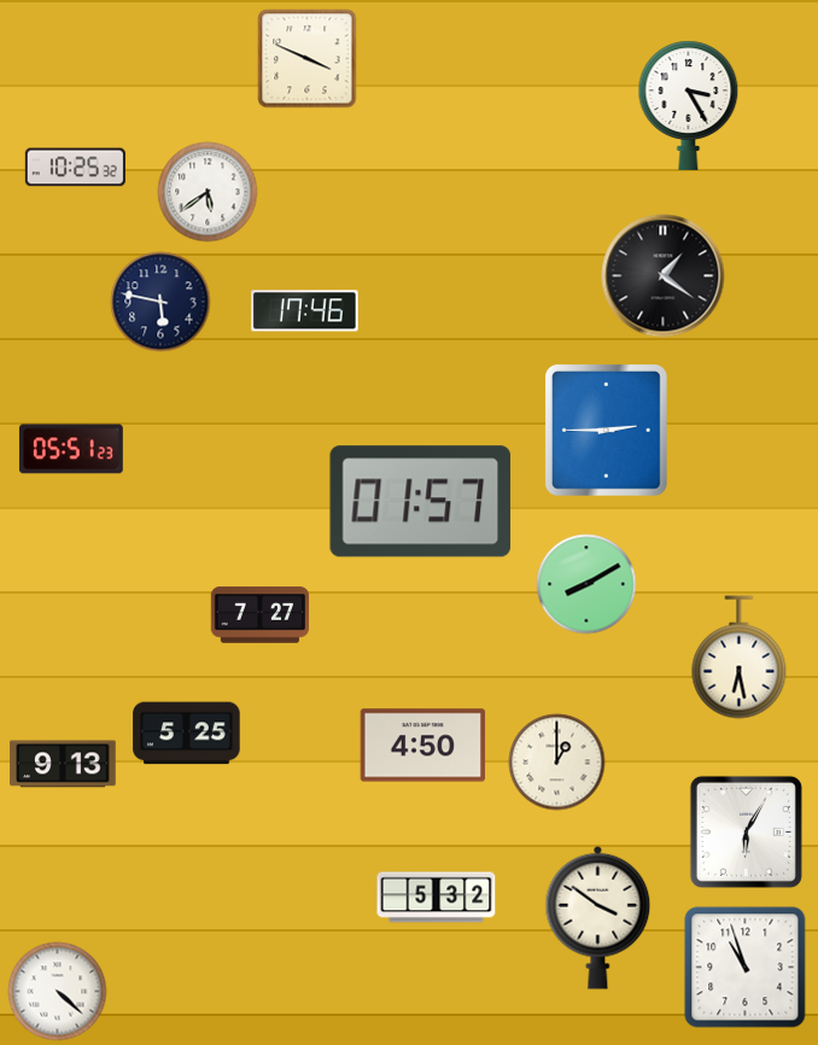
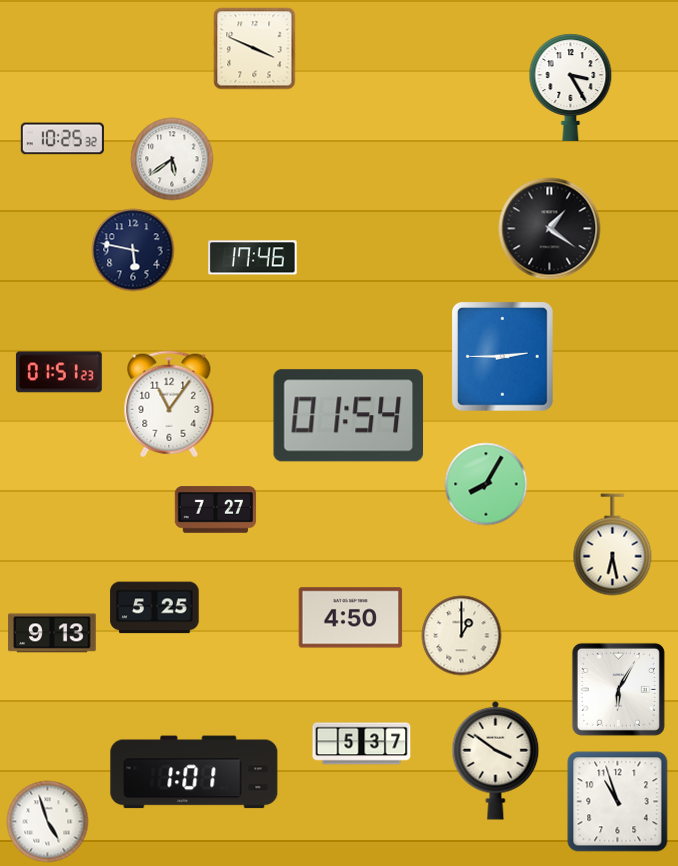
clock at (71, 449): 05:51 -> 01:51
clock at (169, 404): none -> 11:06
clock at (421, 502): 01:57 -> 01:54
clock at (586, 584): 8:10 -> 8:05
clock at (557, 763) position: (557, 763) -> (462, 636)
clock at (437, 898): 5:32 -> 5:37
clock at (194, 772): none -> 1:01
clock at (58, 992): 4:22 -> 4:57
